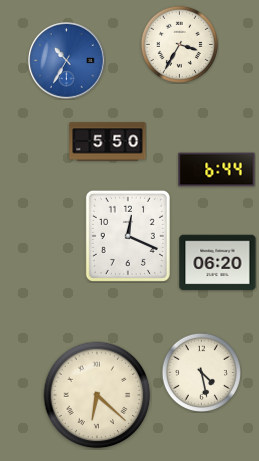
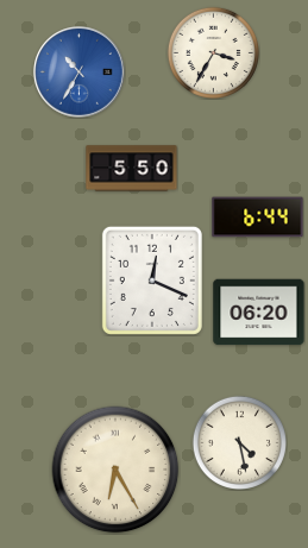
clock at (108, 142) position: (108, 142) -> (132, 169)
clock at (217, 170) position: (217, 170) -> (258, 218)
clock at (97, 395): 6:22 -> 6:25
